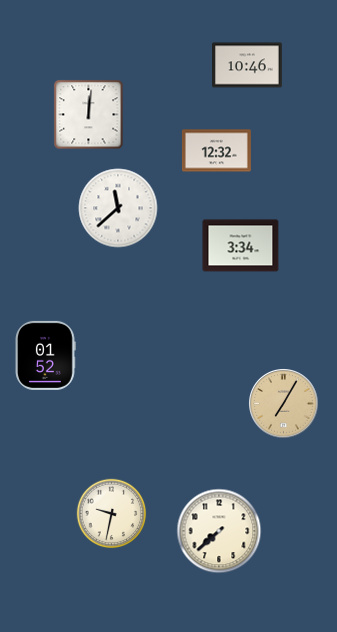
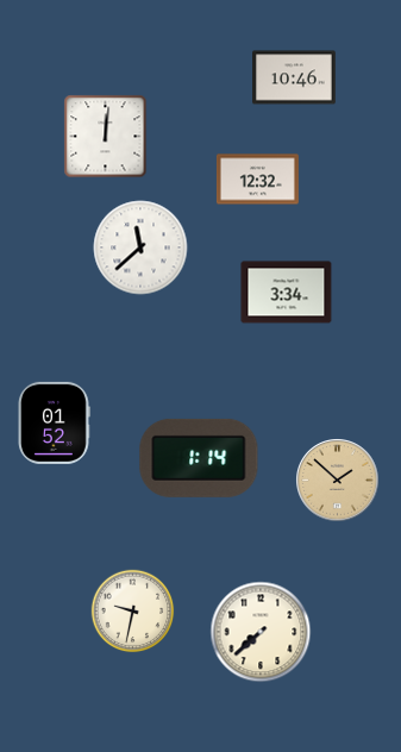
clock at (199, 458): none -> 1:14
clock at (284, 404): 7:05 -> 1:52
